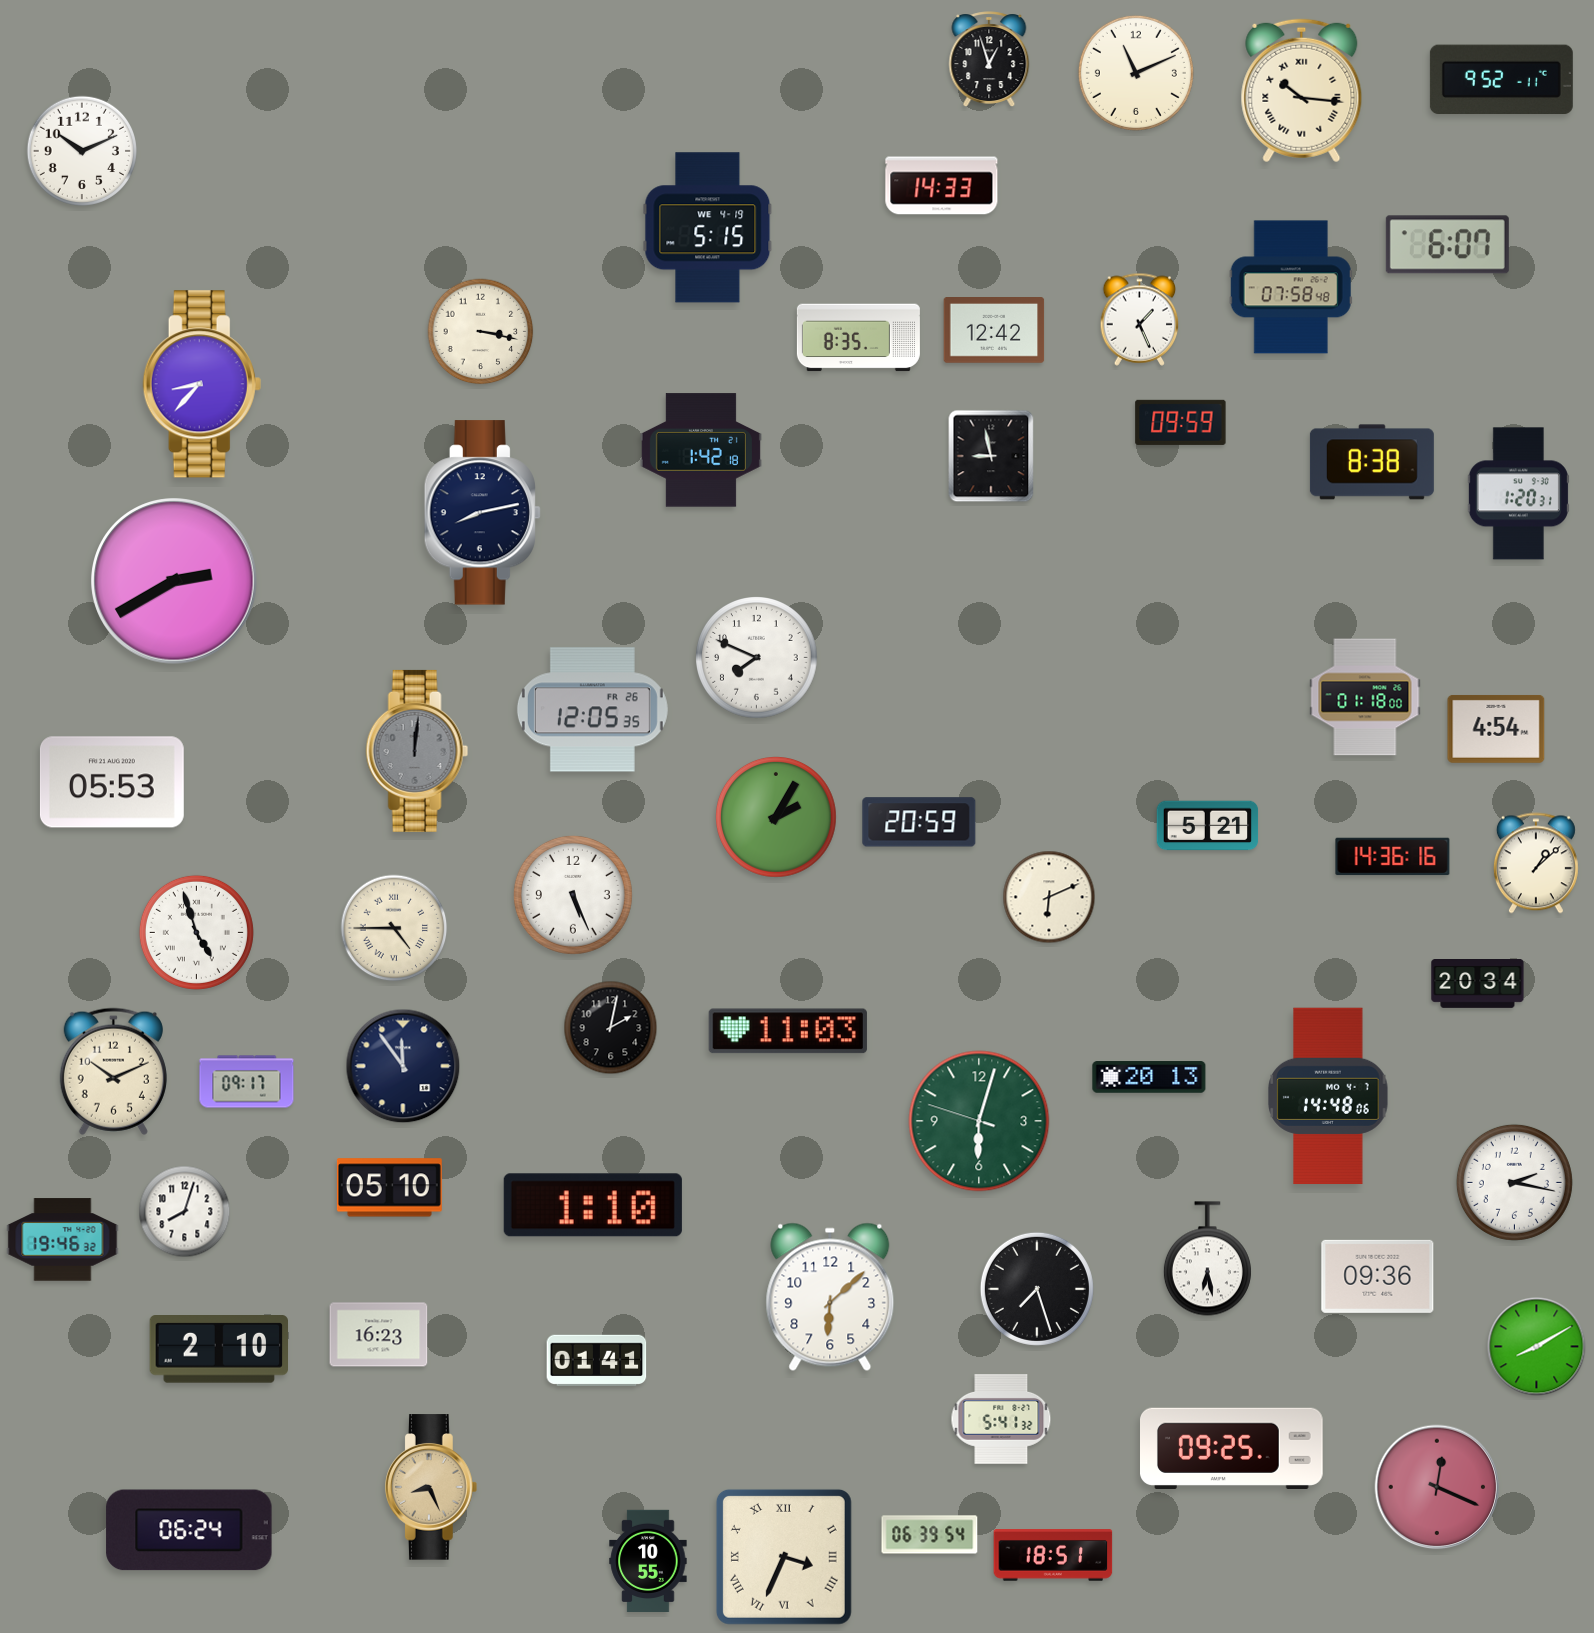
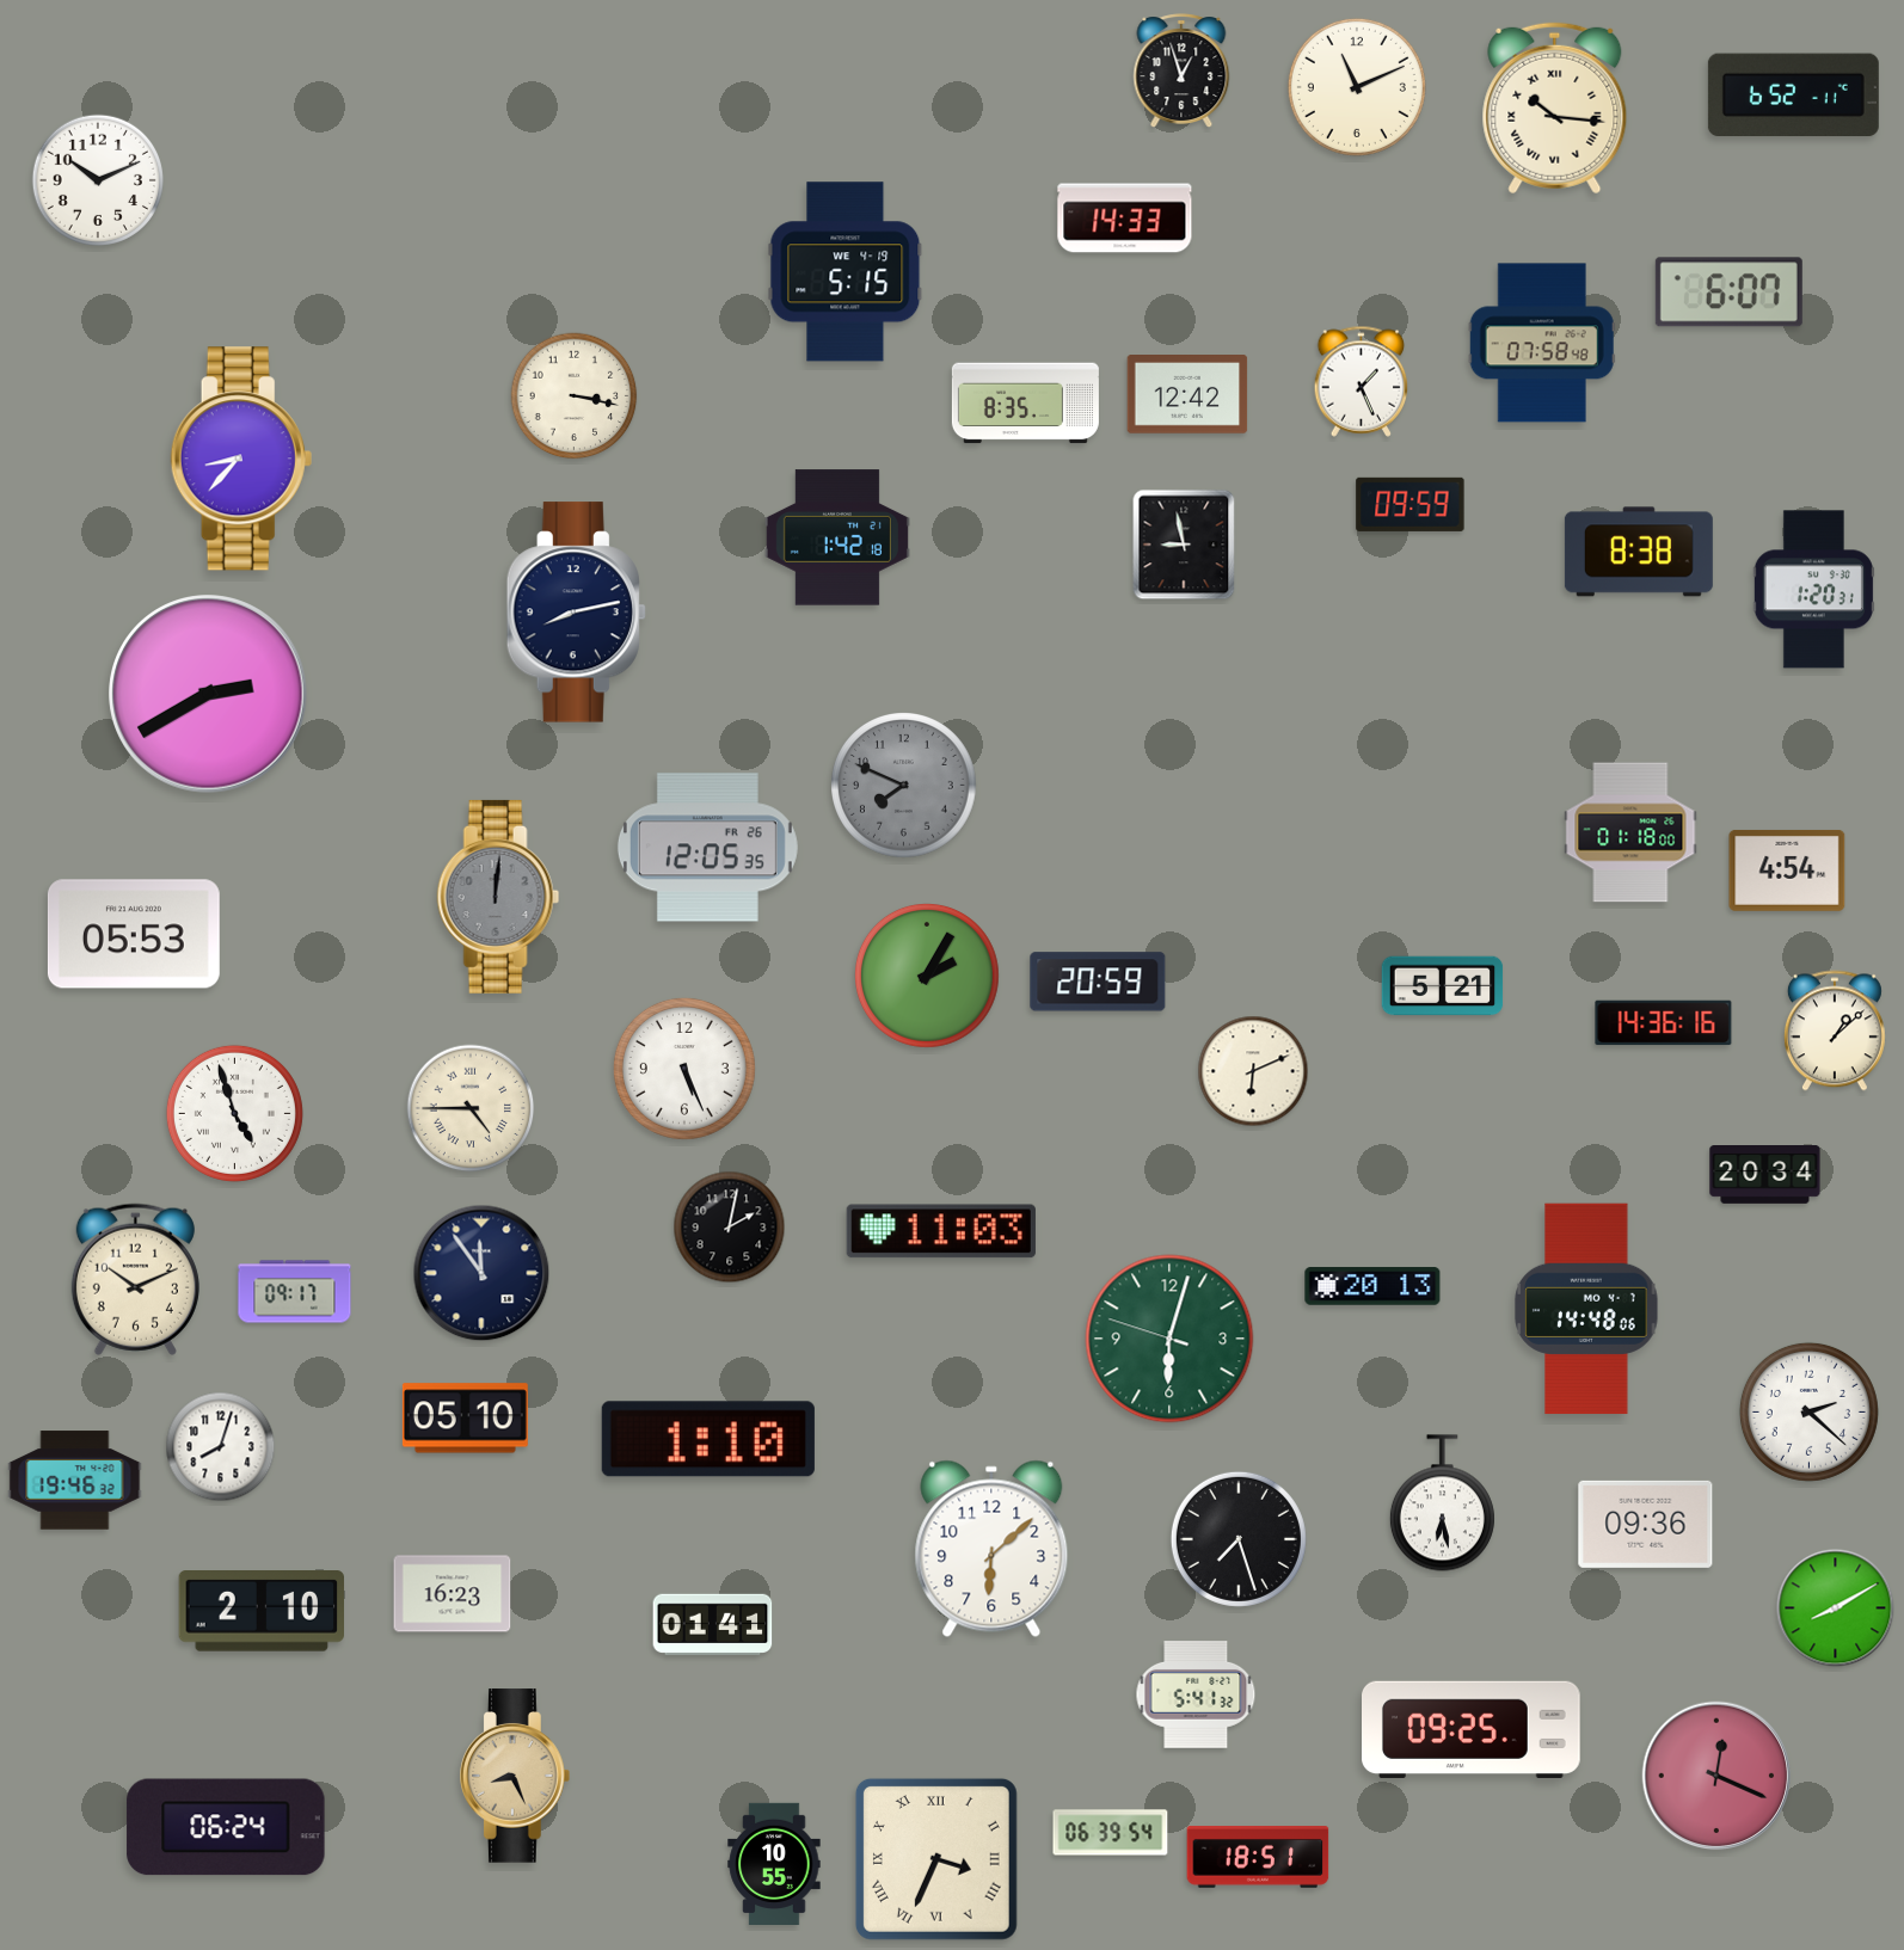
clock at (1501, 80): 9:52 -> 6:52
clock at (942, 186) position: (942, 186) -> (1125, 219)
clock at (757, 658) dial: white -> grey
clock at (1514, 1182): 2:17 -> 2:22
